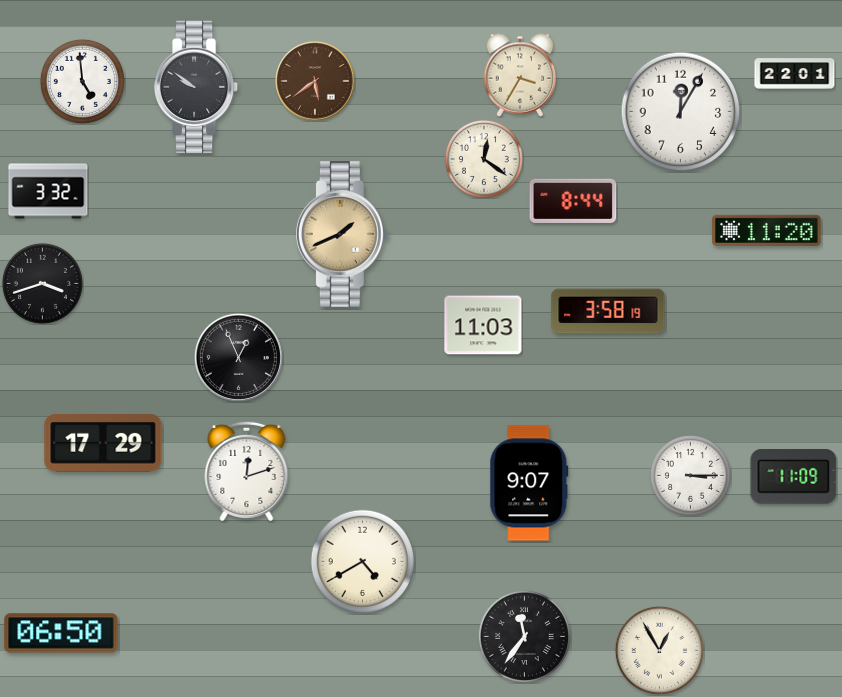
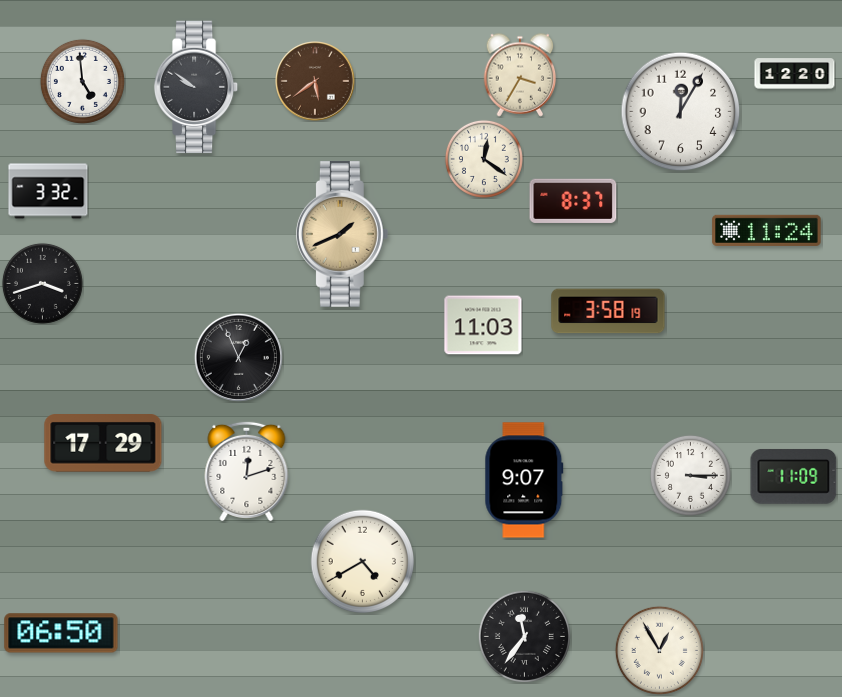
clock at (795, 74): 22:01 -> 12:20
clock at (573, 201): 8:44 -> 8:37
clock at (767, 230): 11:20 -> 11:24
clock at (529, 483) position: (529, 483) -> (524, 480)
